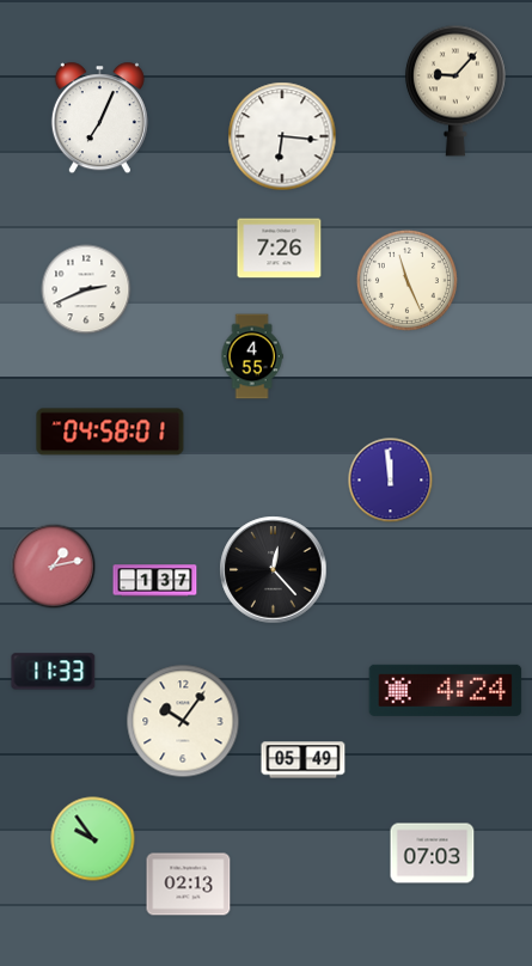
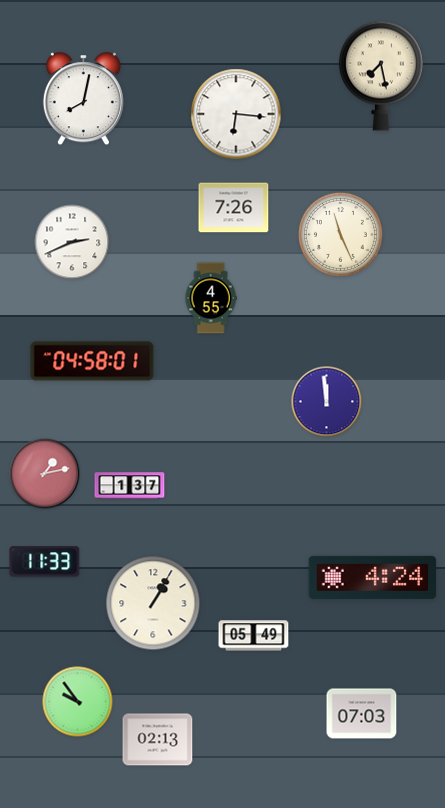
clock at (455, 91): 9:07 -> 7:28
clock at (99, 118): 7:04 -> 8:02
clock at (274, 570): 12:23 -> none
clock at (183, 721): 10:06 -> 1:05
